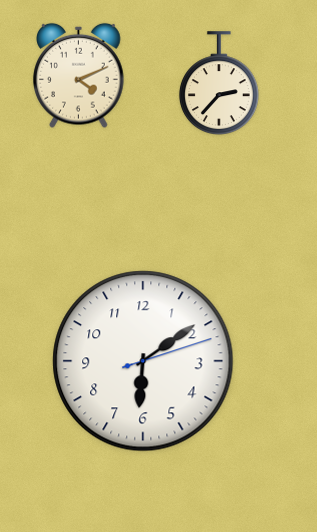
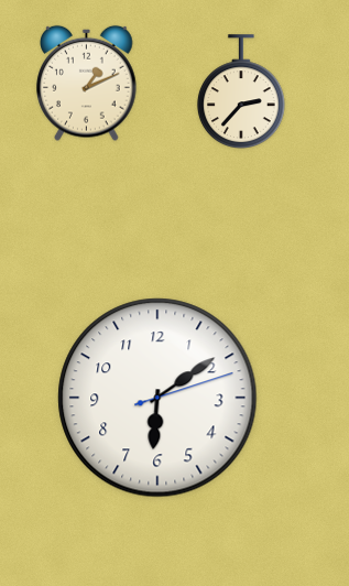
clock at (79, 75): 4:11 -> 1:11
